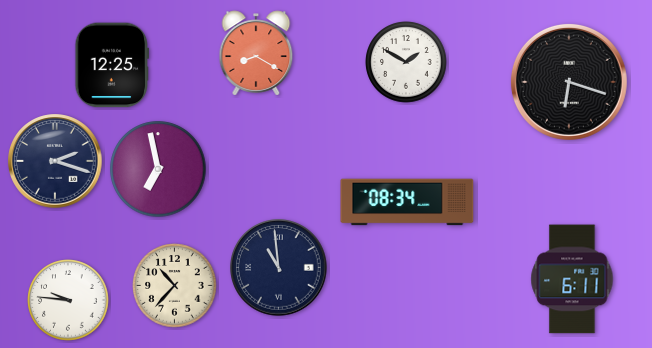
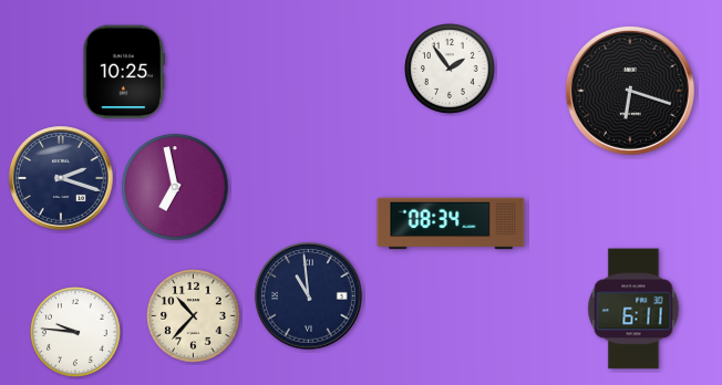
clock at (256, 53): 8:20 -> none
clock at (406, 62): 1:50 -> 1:54
clock at (112, 65): 12:25 -> 10:25
